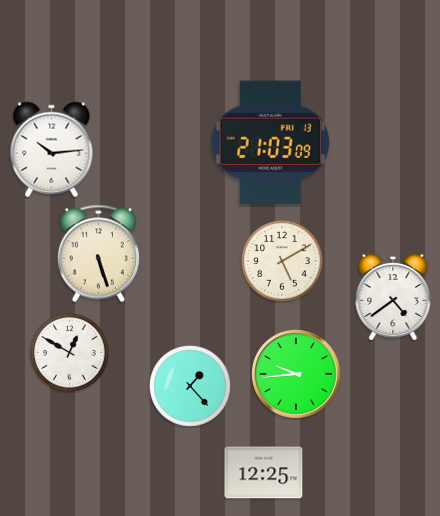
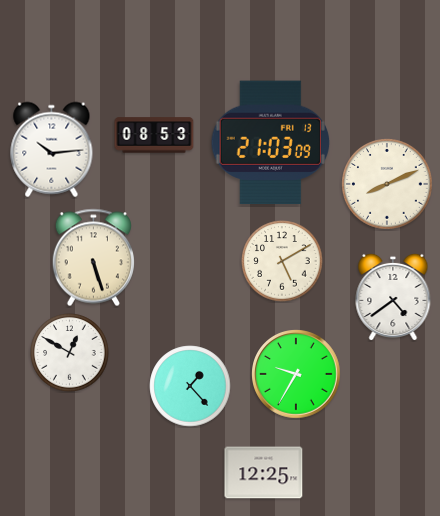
clock at (154, 135): none -> 08:53
clock at (388, 185): none -> 8:11
clock at (98, 254) position: (98, 254) -> (93, 258)
clock at (296, 374): 9:44 -> 9:35
